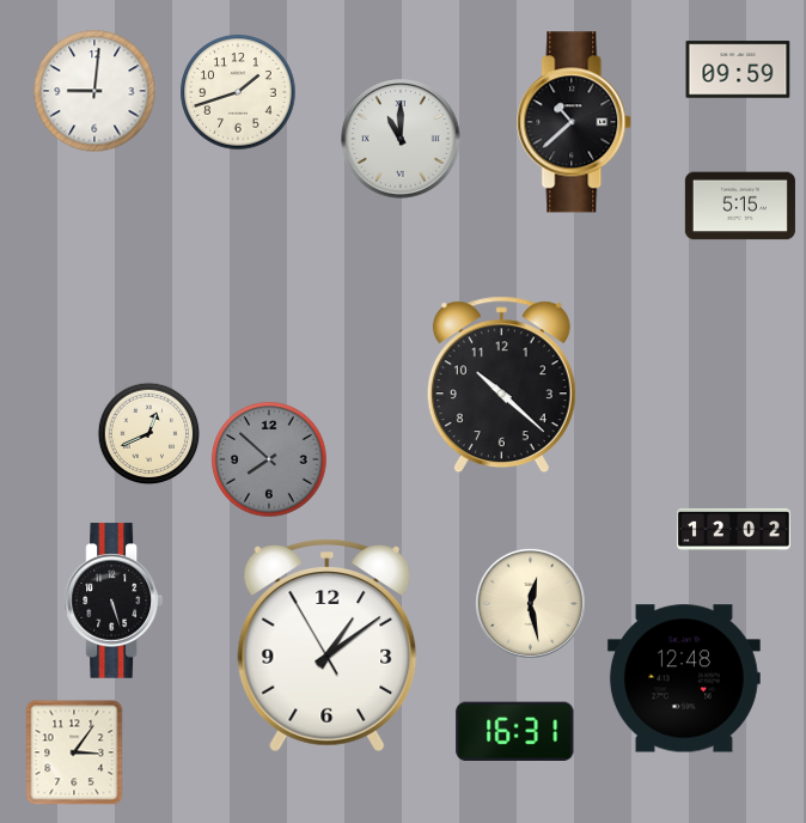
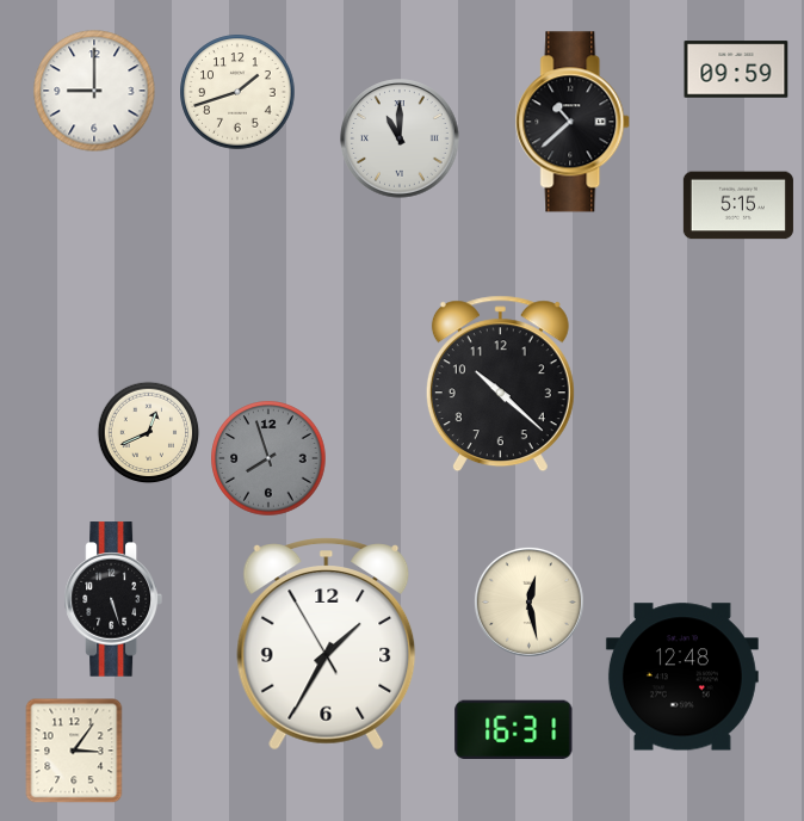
clock at (94, 91): 9:01 -> 9:00
clock at (269, 459): 7:52 -> 7:57
clock at (734, 529): 12:02 -> none
clock at (328, 646): 1:08 -> 1:34
